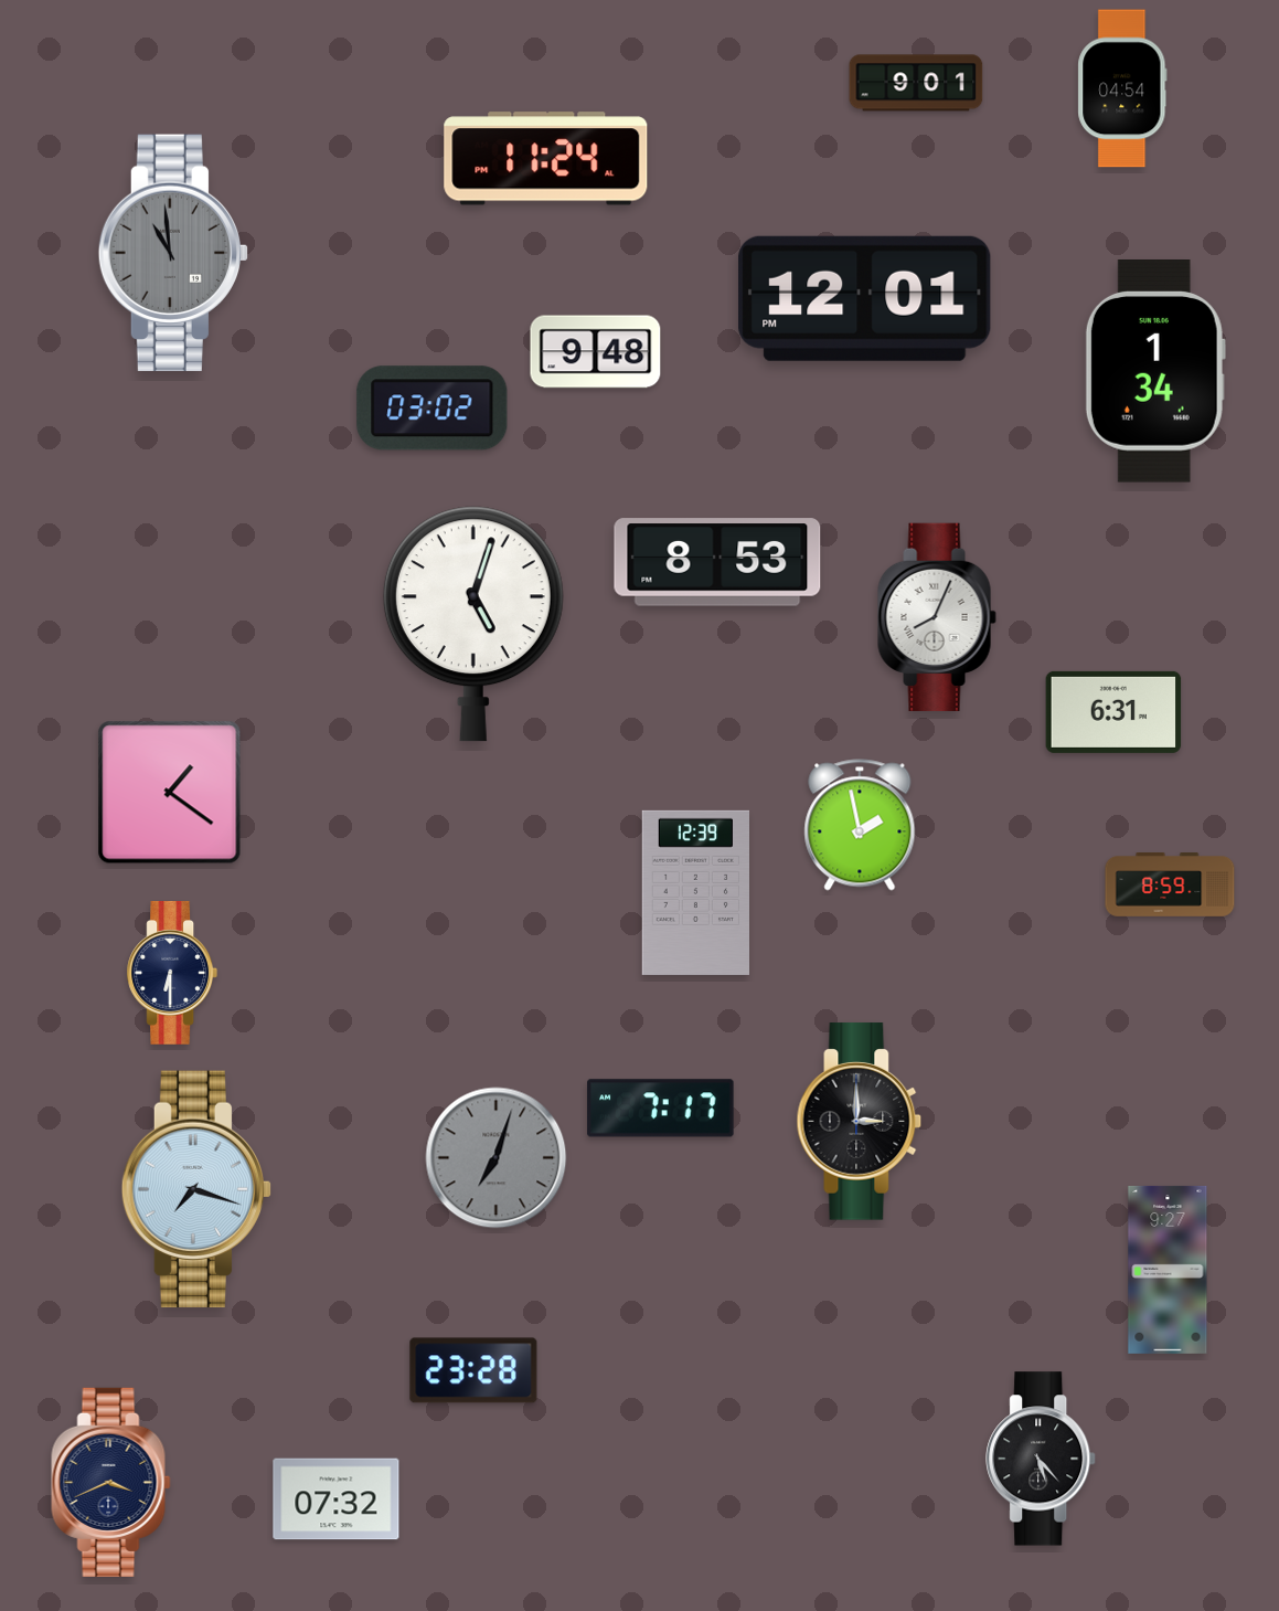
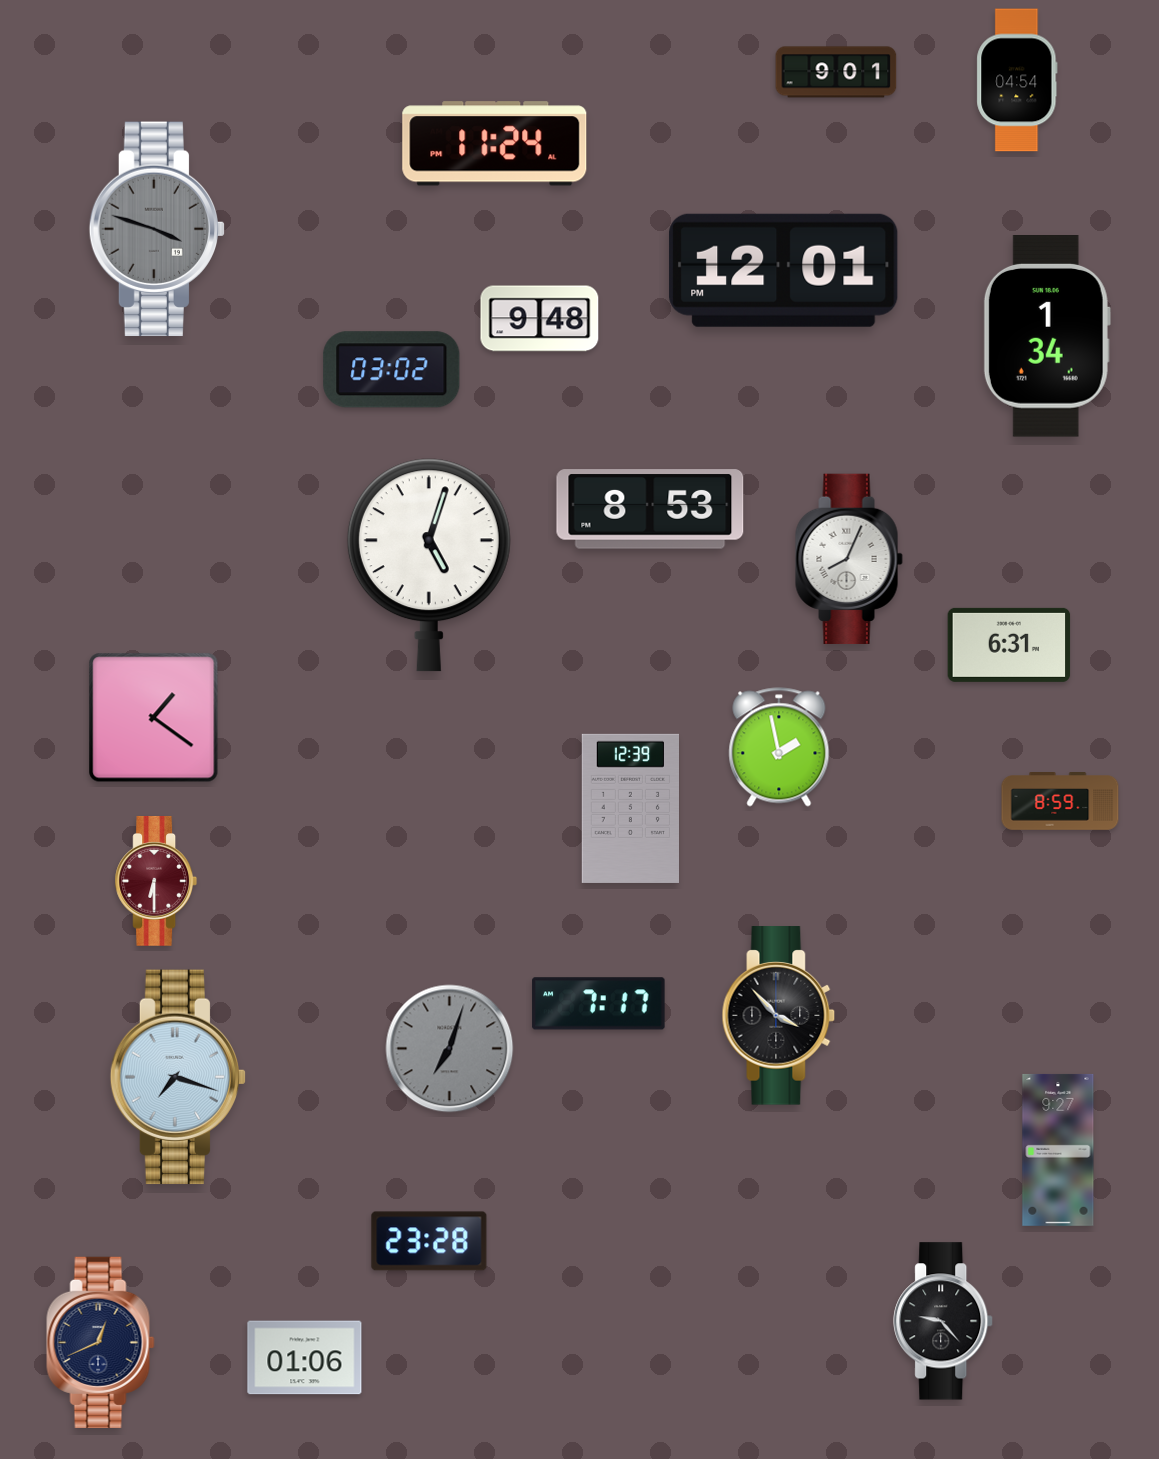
clock at (916, 83) position: (916, 83) -> (836, 72)
clock at (172, 253): 10:59 -> 3:48
clock at (172, 974) dial: navy -> burgundy
clock at (860, 1122): 3:00 -> 3:53
clock at (1042, 1459): 5:23 -> 9:23
clock at (111, 1482): 3:41 -> 12:41
clock at (337, 1499): 07:32 -> 01:06
